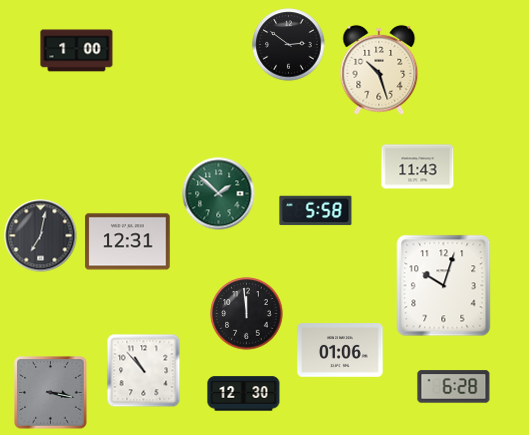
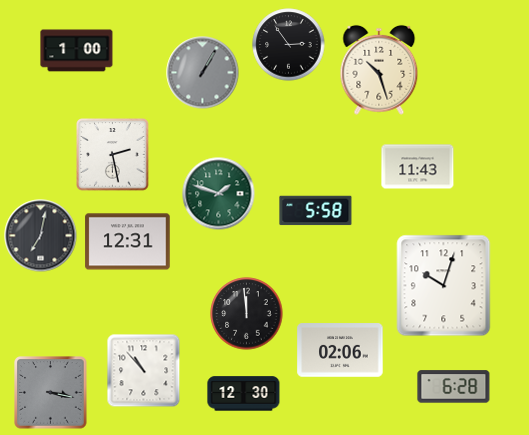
clock at (289, 45): 2:51 -> 2:54
clock at (203, 73): none -> 1:05
clock at (113, 155): none -> 2:28
clock at (219, 194): 1:52 -> 1:48
clock at (340, 350): 01:06 -> 02:06
